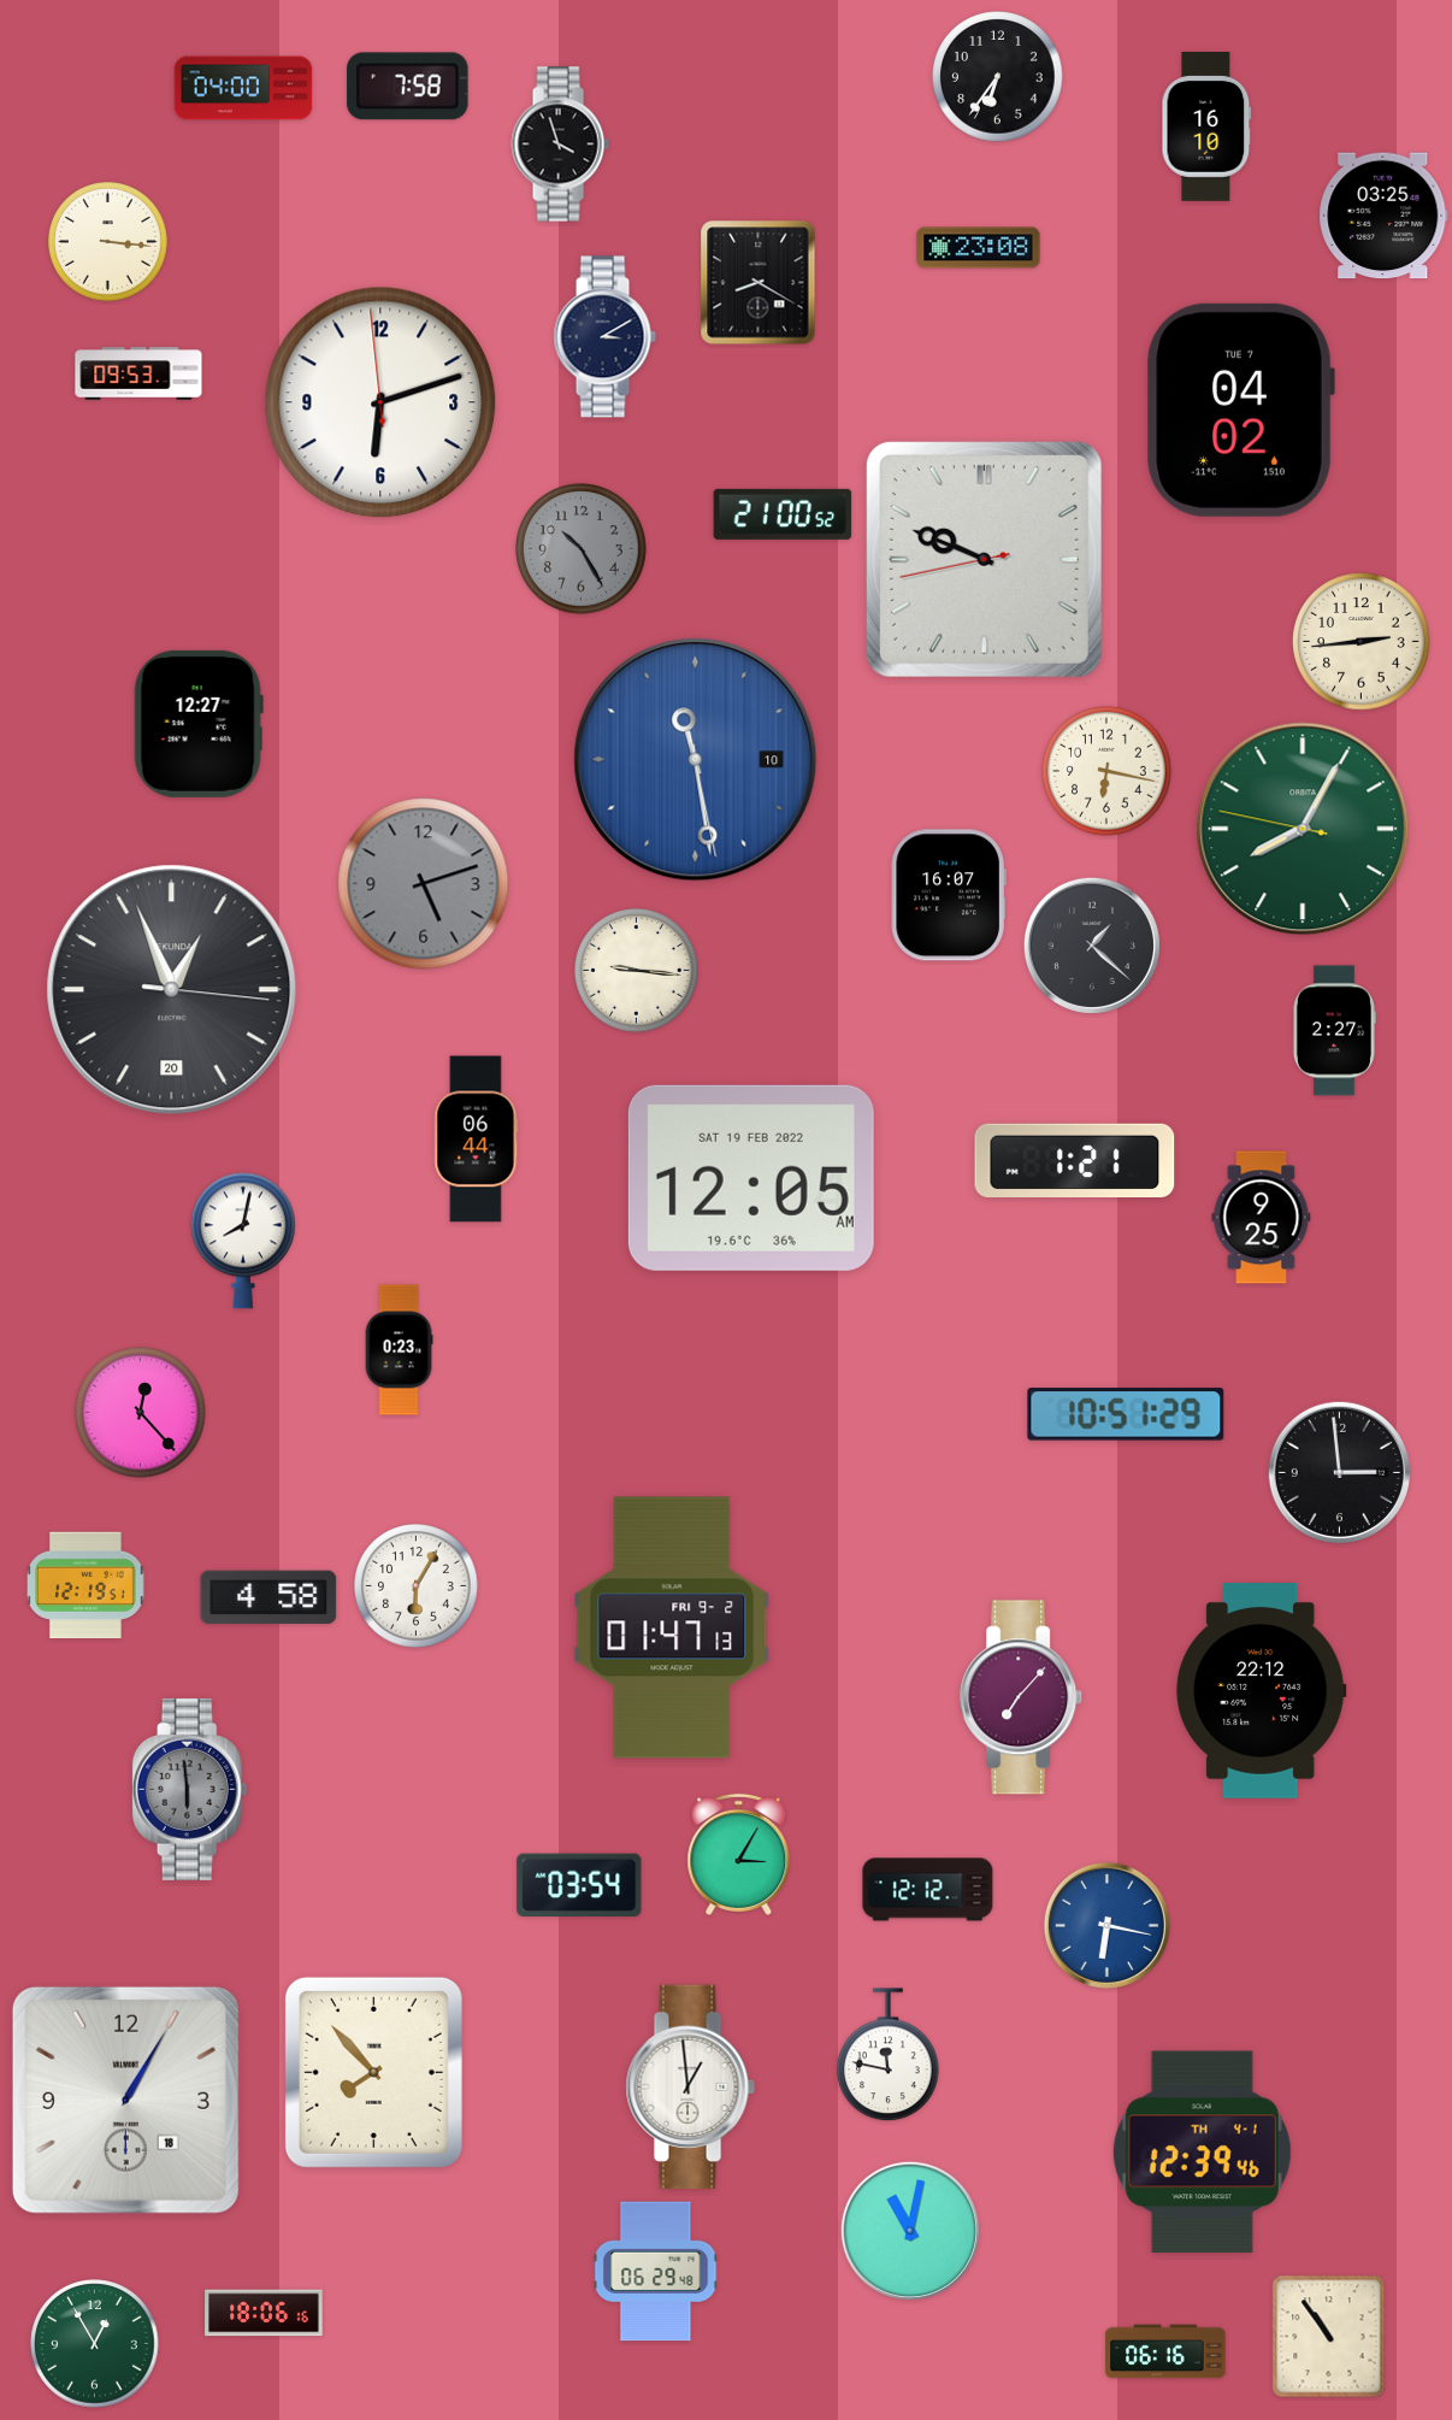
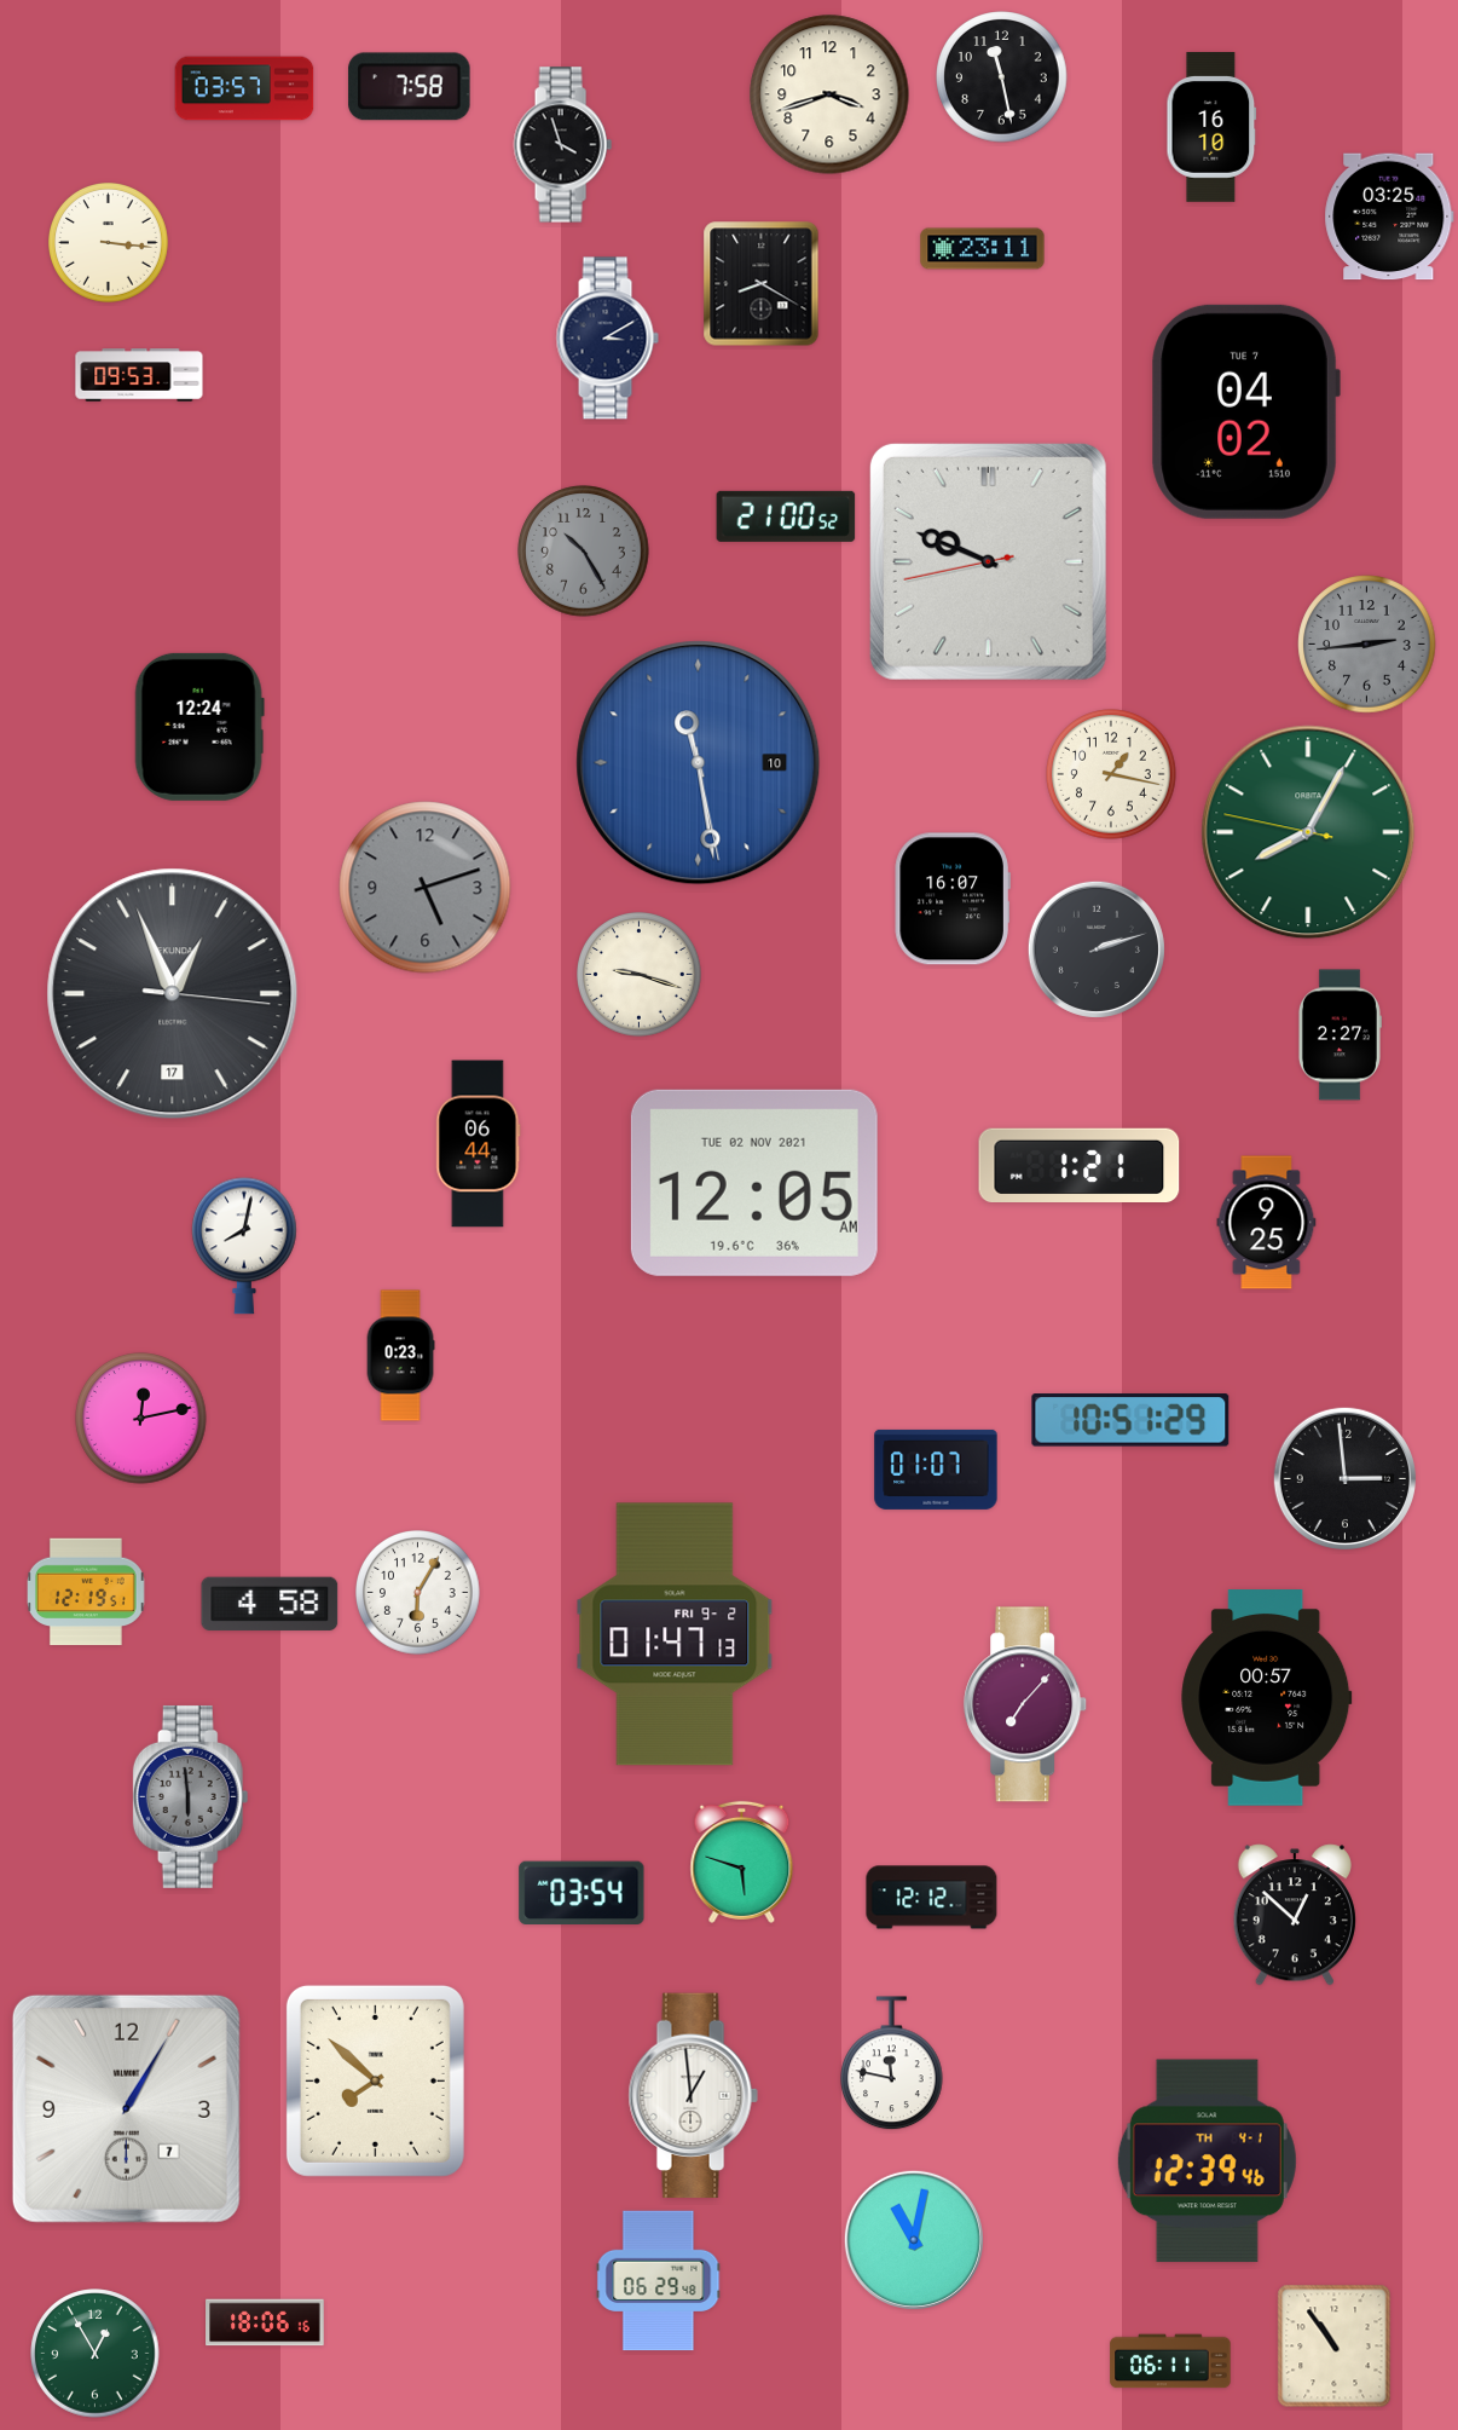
clock at (998, 77): 6:36 -> 11:28
clock at (243, 88): 04:00 -> 03:57
clock at (829, 94): none -> 3:42
clock at (979, 248): 23:08 -> 23:11
clock at (380, 402): 6:11 -> none
clock at (1362, 642) dial: cream -> grey
clock at (199, 724): 12:27 -> 12:24
clock at (1106, 771): 6:17 -> 1:17
clock at (1092, 946): 1:22 -> 2:12
clock at (637, 971): 9:16 -> 9:18
clock at (172, 990) date: 20 -> 17
clock at (751, 1178) date: SAT 19 FEB 2022 -> TUE 02 NOV 2021
clock at (141, 1413): 12:23 -> 12:13
clock at (936, 1470): none -> 01:07
clock at (1262, 1691): 22:12 -> 00:57
clock at (739, 1854): 3:05 -> 5:48
clock at (1295, 1915): none -> 12:52
clock at (1106, 1925): 6:17 -> none
clock at (373, 2072): 7:53 -> 7:52
clock at (125, 2100) date: 18 -> 7
clock at (1165, 2351): 06:16 -> 06:11
